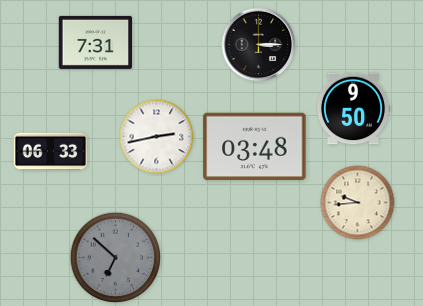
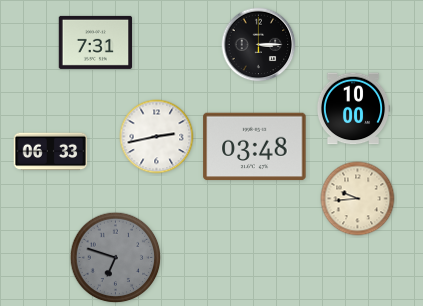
clock at (353, 109): 9:50 -> 10:00
clock at (358, 203) position: (358, 203) -> (358, 199)
clock at (116, 258): 6:52 -> 6:48
